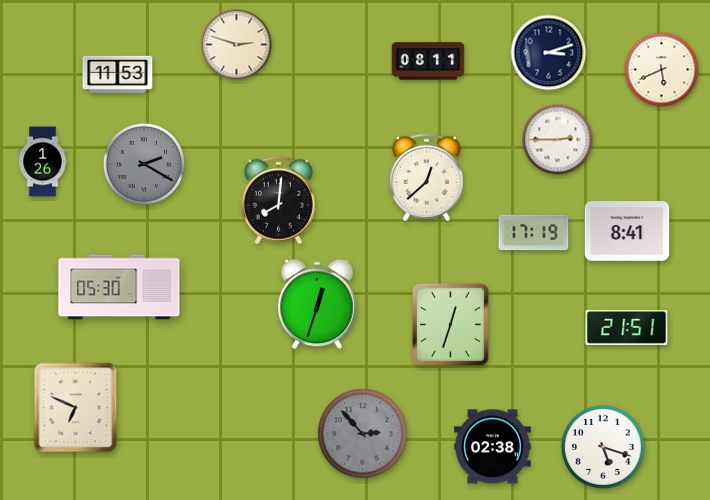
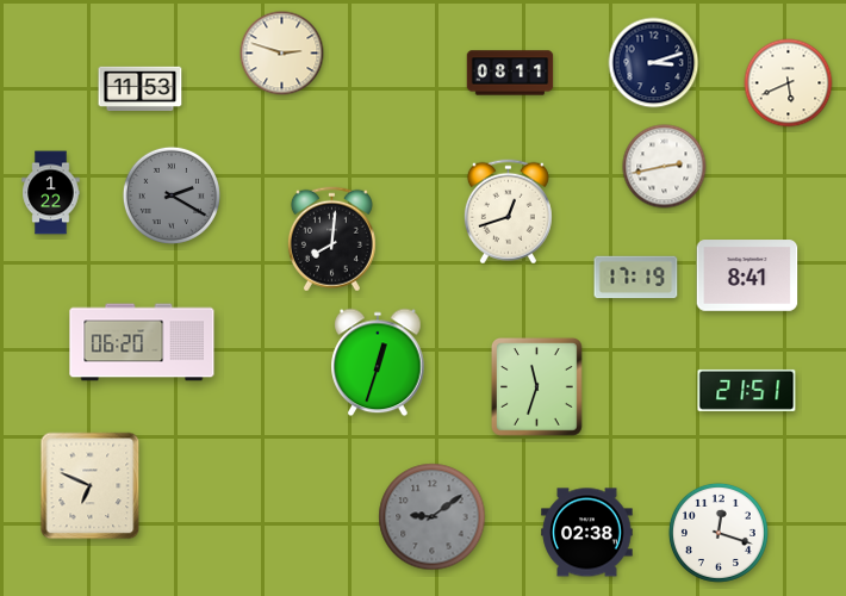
clock at (558, 140): 2:45 -> 2:43
clock at (43, 162): 1:26 -> 1:22
clock at (426, 178): 12:38 -> 12:42
clock at (119, 287): 05:30 -> 06:20
clock at (450, 325): 12:33 -> 11:33
clock at (363, 434): 2:53 -> 9:09
clock at (603, 447): 5:18 -> 12:18
